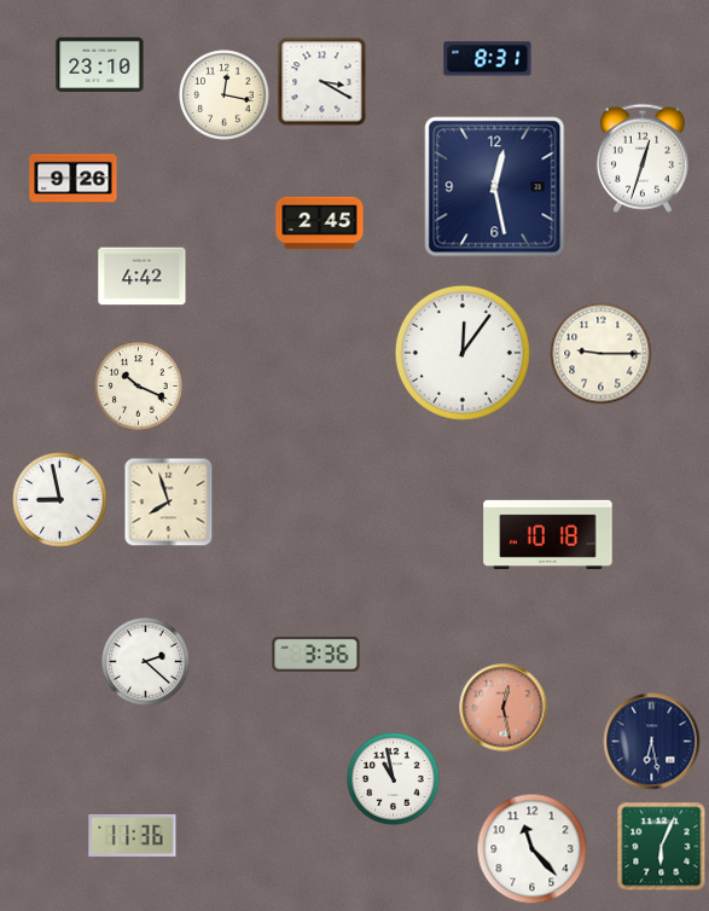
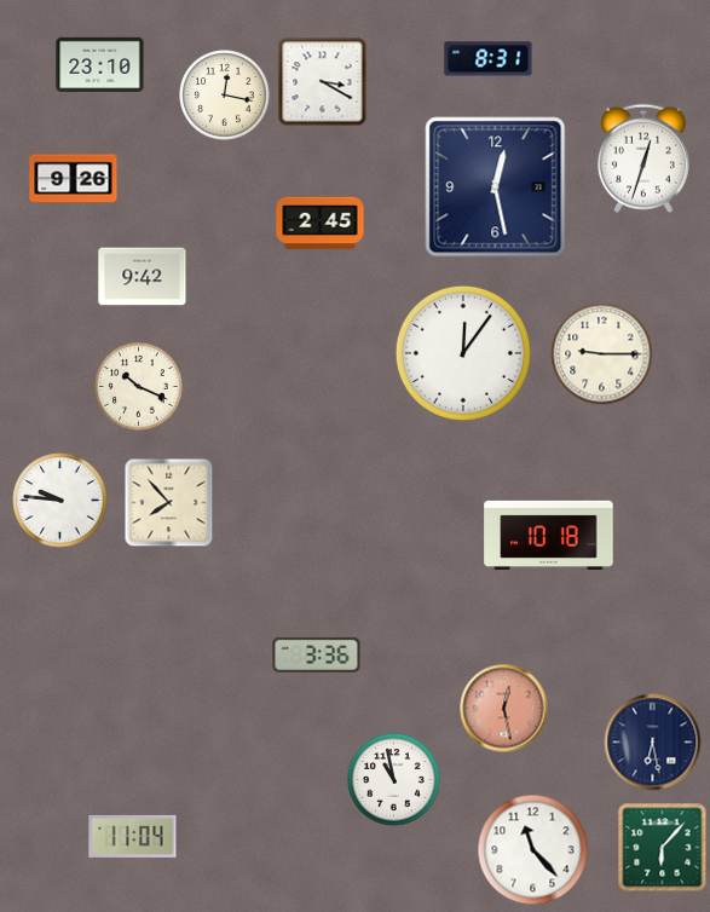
clock at (143, 277): 4:42 -> 9:42
clock at (60, 500): 8:58 -> 9:46
clock at (169, 503): 7:57 -> 7:53
clock at (146, 662): 2:22 -> none
clock at (133, 835): 11:36 -> 11:04
clock at (662, 847): 6:04 -> 6:07
